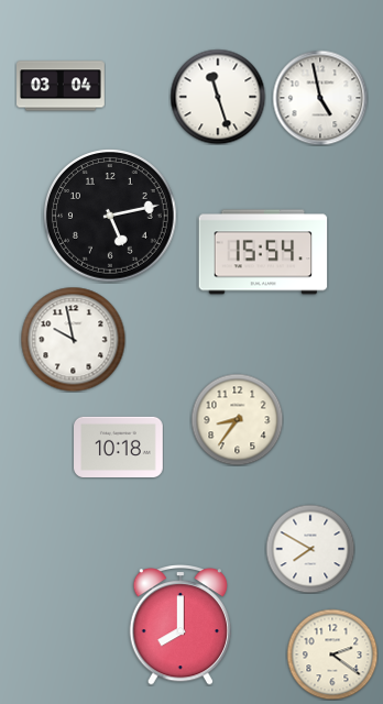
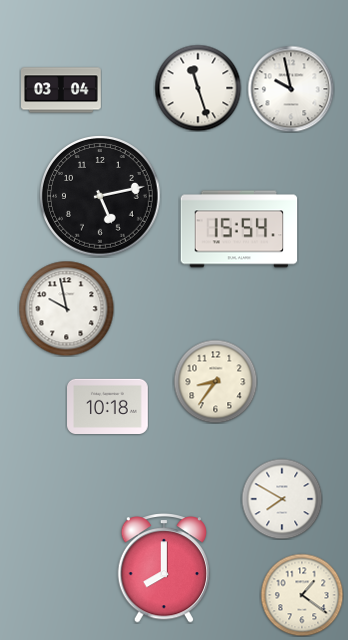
clock at (62, 86) position: (62, 86) -> (62, 90)
clock at (320, 98): 4:58 -> 9:58
clock at (332, 654): 2:21 -> 1:21
